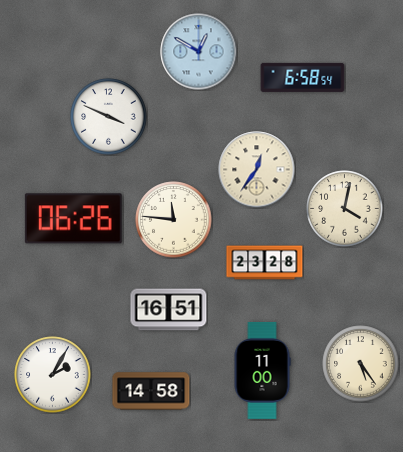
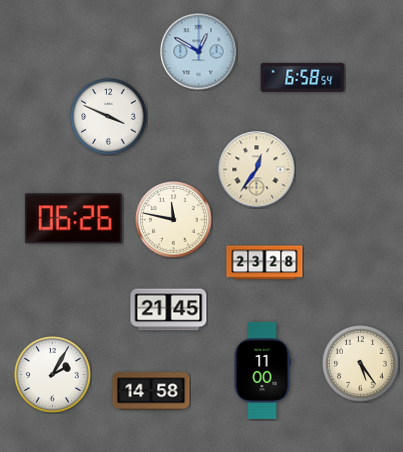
clock at (345, 209): 4:02 -> none
clock at (174, 220): 11:46 -> 11:47
clock at (169, 310): 16:51 -> 21:45
